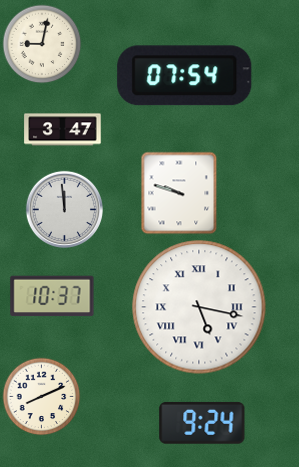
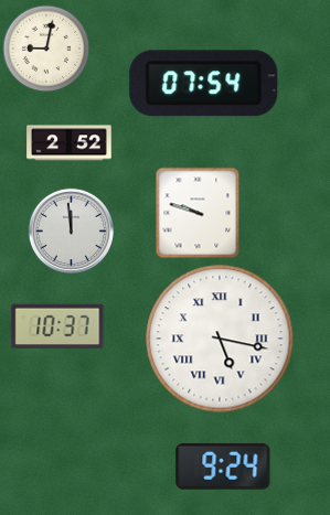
clock at (63, 130): 3:47 -> 2:52
clock at (41, 396): 8:11 -> none
